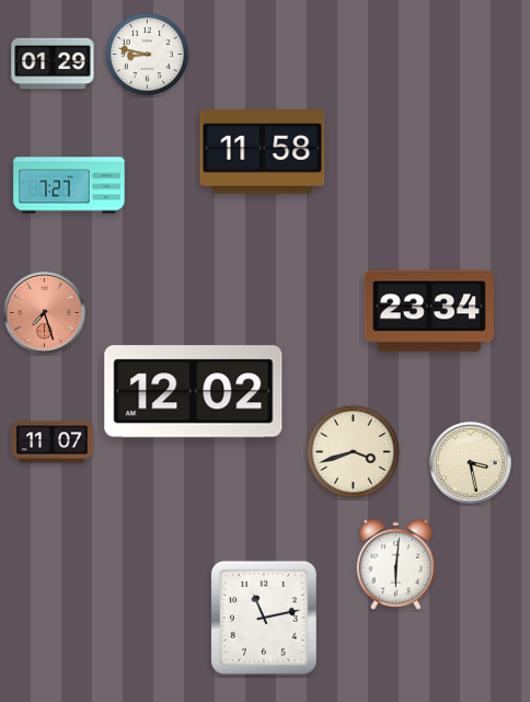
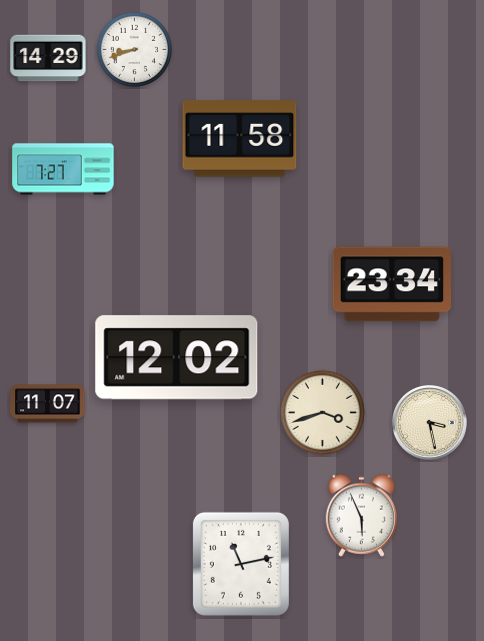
clock at (147, 54): 8:47 -> 8:42
clock at (53, 64): 01:29 -> 14:29
clock at (45, 313): 7:27 -> none
clock at (395, 564): 6:01 -> 5:56
